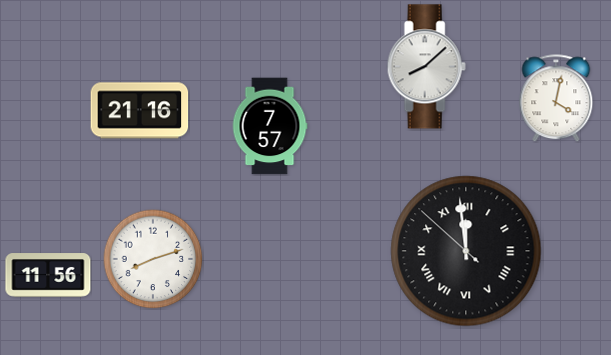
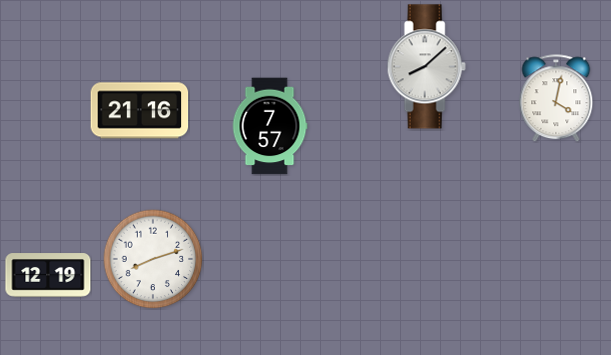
clock at (466, 251): 11:58 -> none
clock at (48, 275): 11:56 -> 12:19
